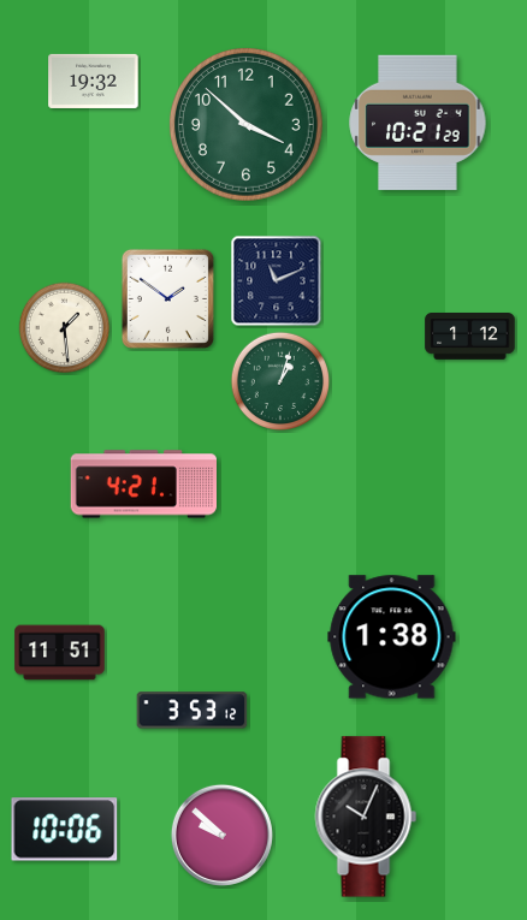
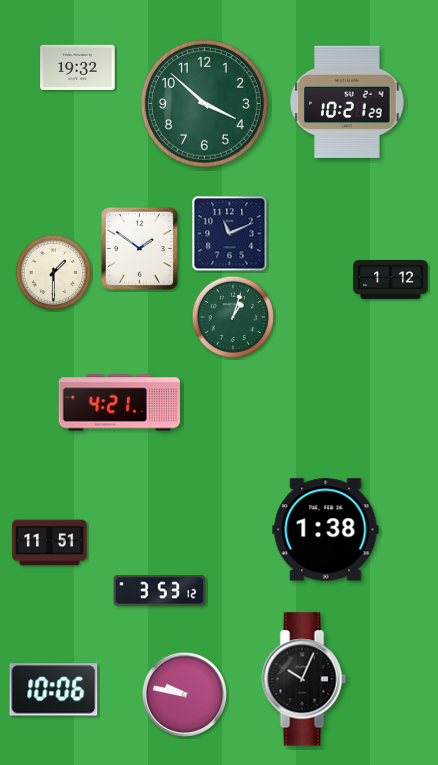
clock at (65, 328): 1:29 -> 1:30
clock at (221, 835): 9:52 -> 9:47
